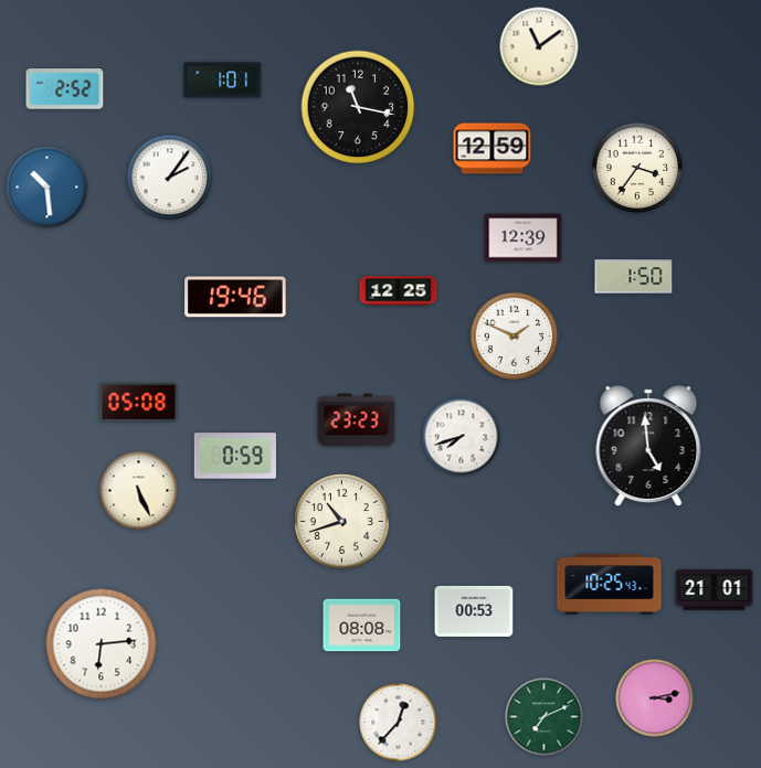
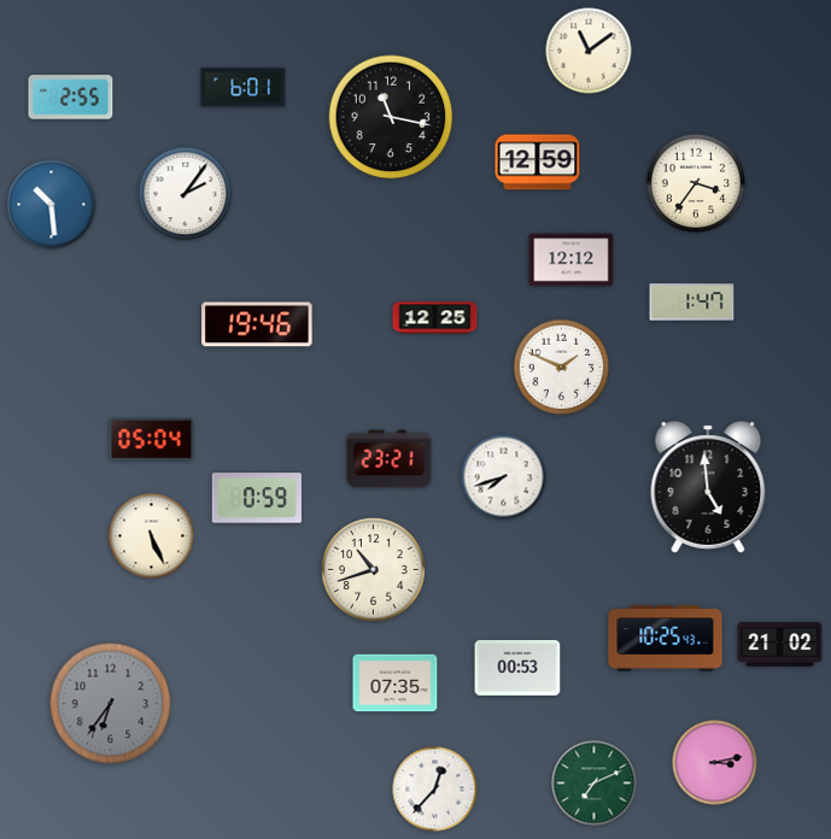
clock at (223, 81): 1:01 -> 6:01
clock at (65, 89): 2:52 -> 2:55
clock at (524, 238): 12:39 -> 12:12
clock at (634, 277): 1:50 -> 1:47
clock at (139, 402): 05:08 -> 05:04
clock at (357, 420): 23:23 -> 23:21
clock at (715, 590): 21:01 -> 21:02
clock at (362, 626): 08:08 -> 07:35
clock at (102, 644): 6:14 -> 6:36
clock at (102, 644) dial: white -> grey
